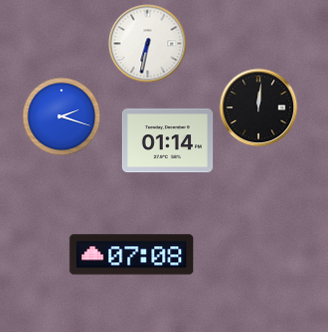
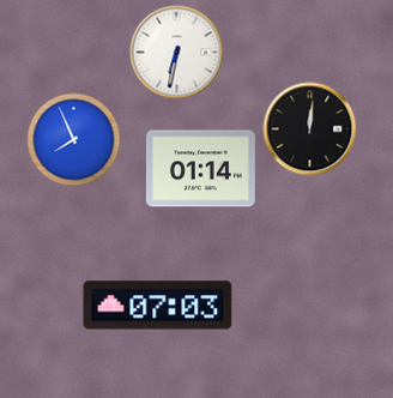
clock at (61, 116): 2:18 -> 7:56
clock at (132, 255): 07:08 -> 07:03
